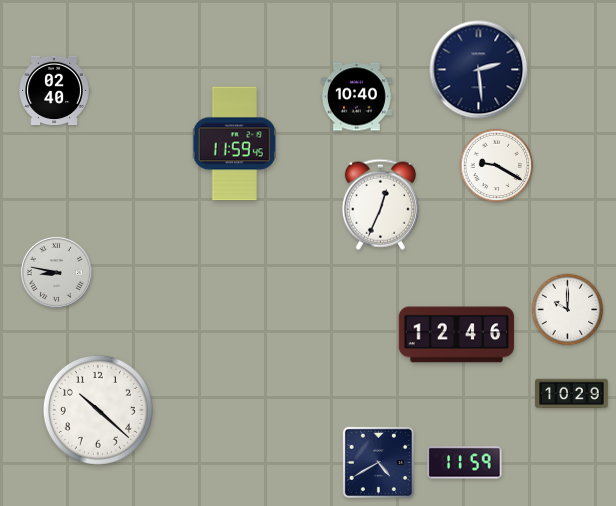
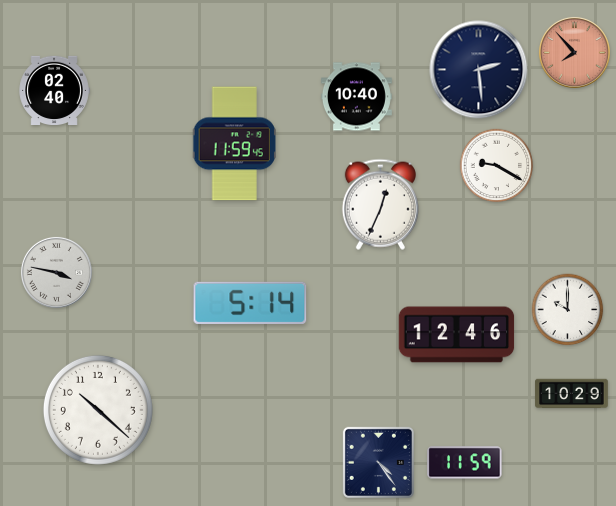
clock at (574, 52): none -> 7:53
clock at (56, 272): 8:47 -> 3:47
clock at (250, 303): none -> 5:14
clock at (378, 462): 4:40 -> 4:24
